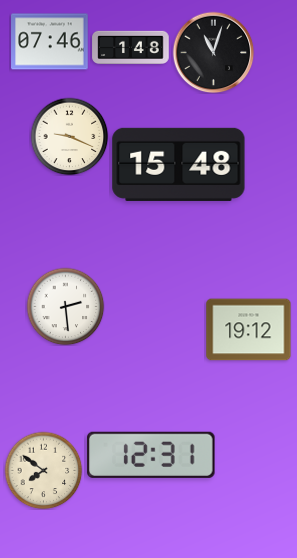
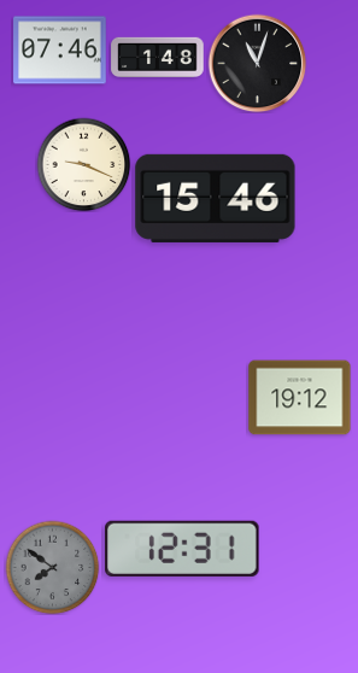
clock at (179, 164): 15:48 -> 15:46
clock at (65, 306): 2:29 -> none
clock at (43, 470) dial: cream -> grey
